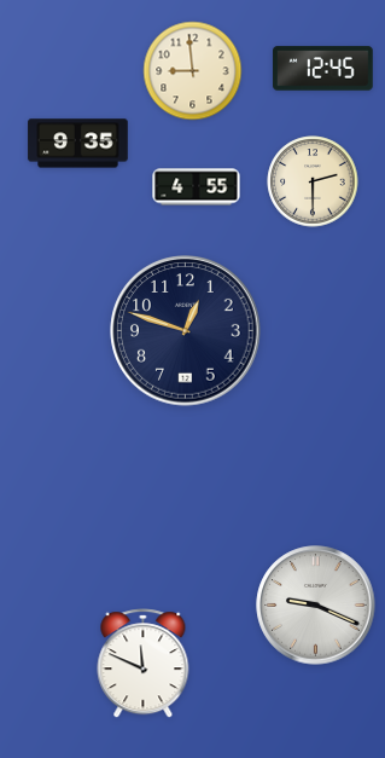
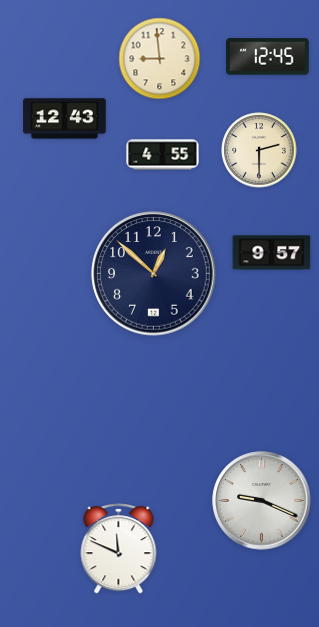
clock at (78, 144): 9:35 -> 12:43
clock at (272, 253): none -> 9:57
clock at (186, 331): 12:48 -> 12:52
